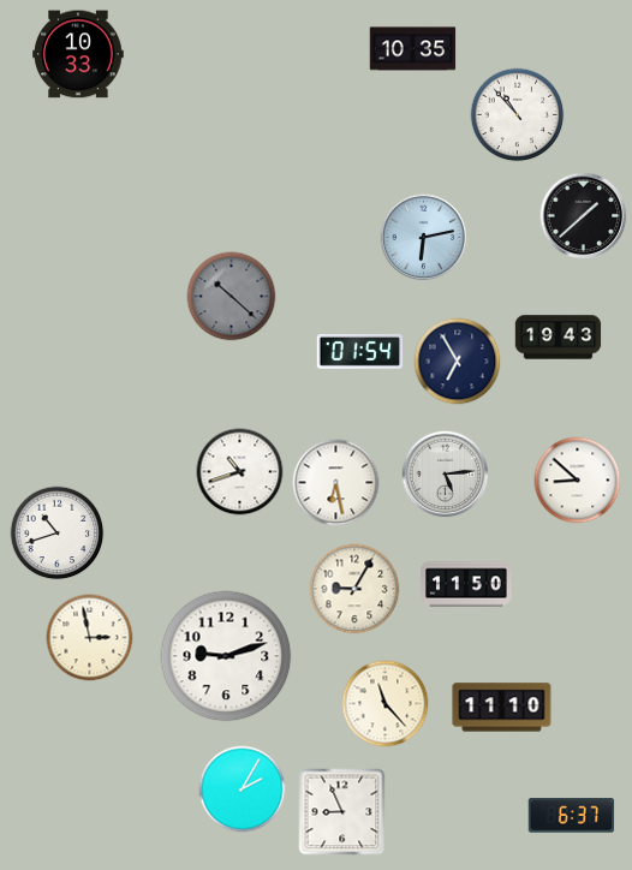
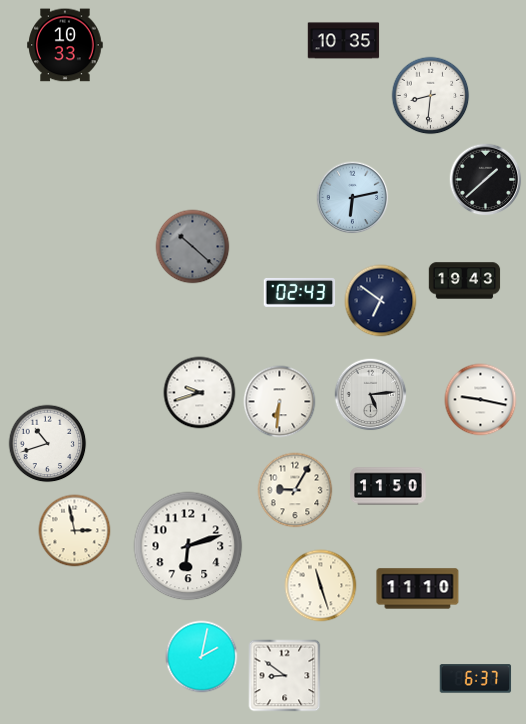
clock at (518, 115): 10:53 -> 8:31
clock at (360, 351): 01:54 -> 02:43
clock at (458, 362): 6:55 -> 6:51
clock at (240, 472): 10:42 -> 9:42
clock at (578, 481): 8:52 -> 9:17
clock at (336, 483): 6:28 -> 6:31
clock at (226, 656): 9:12 -> 6:12
clock at (386, 704): 11:23 -> 11:27
clock at (243, 789): 2:05 -> 2:02
clock at (342, 812): 8:56 -> 8:51
